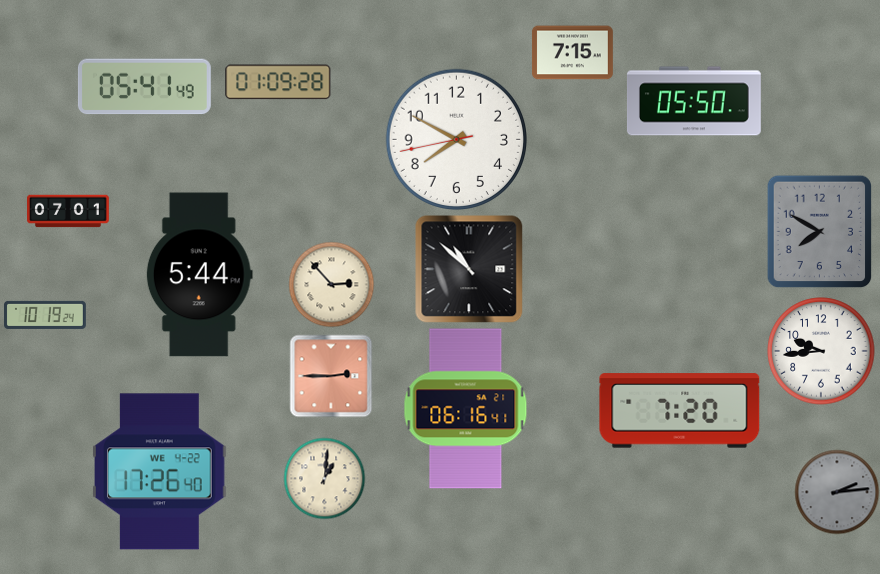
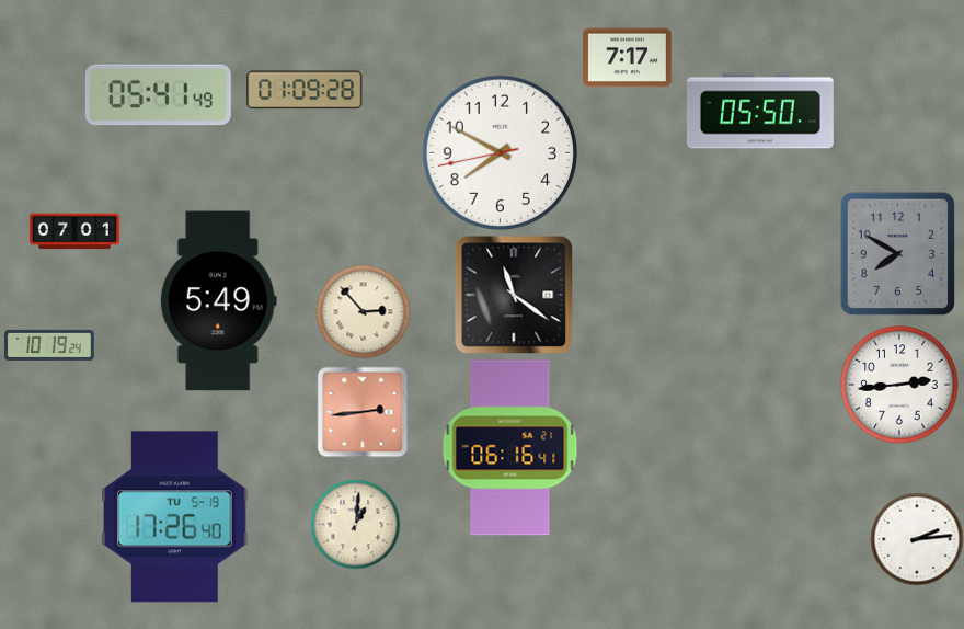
clock at (572, 53): 7:15 -> 7:17
clock at (469, 269): 10:52 -> 11:21
clock at (199, 275): 5:44 -> 5:49
clock at (821, 351): 9:44 -> 2:44
clock at (331, 376): 2:45 -> 2:44
clock at (680, 411): 7:20 -> none
clock at (160, 472) date: WE 4-22 -> TU 5-19
clock at (837, 492) dial: grey -> white
